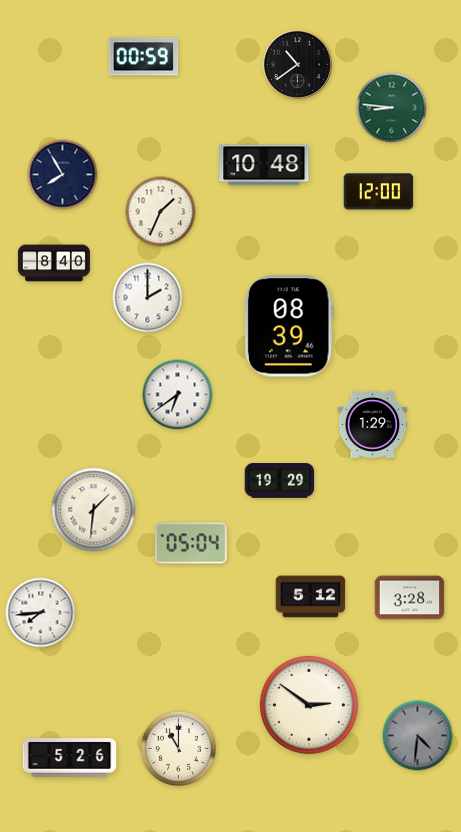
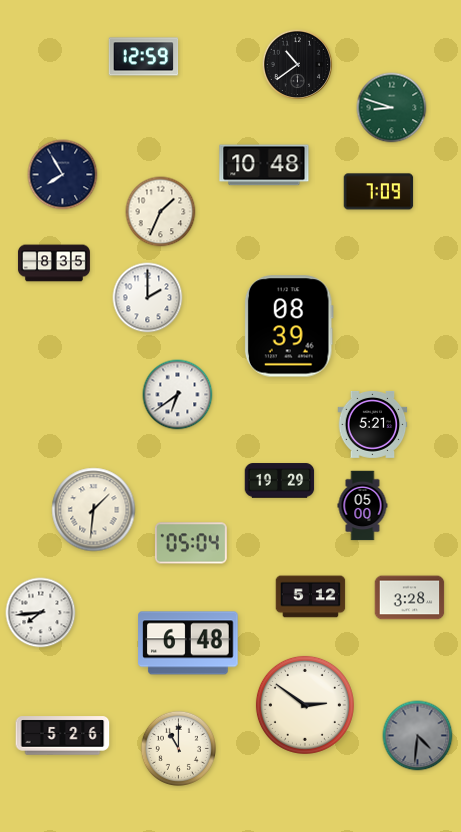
clock at (144, 57): 00:59 -> 12:59
clock at (392, 108): 8:46 -> 8:48
clock at (379, 192): 12:00 -> 7:09
clock at (54, 263): 8:40 -> 8:35
clock at (373, 424): 1:29 -> 5:21
clock at (363, 506): none -> 05:00
clock at (188, 643): none -> 6:48
clock at (309, 705) position: (309, 705) -> (305, 705)
clock at (70, 758) position: (70, 758) -> (63, 736)
